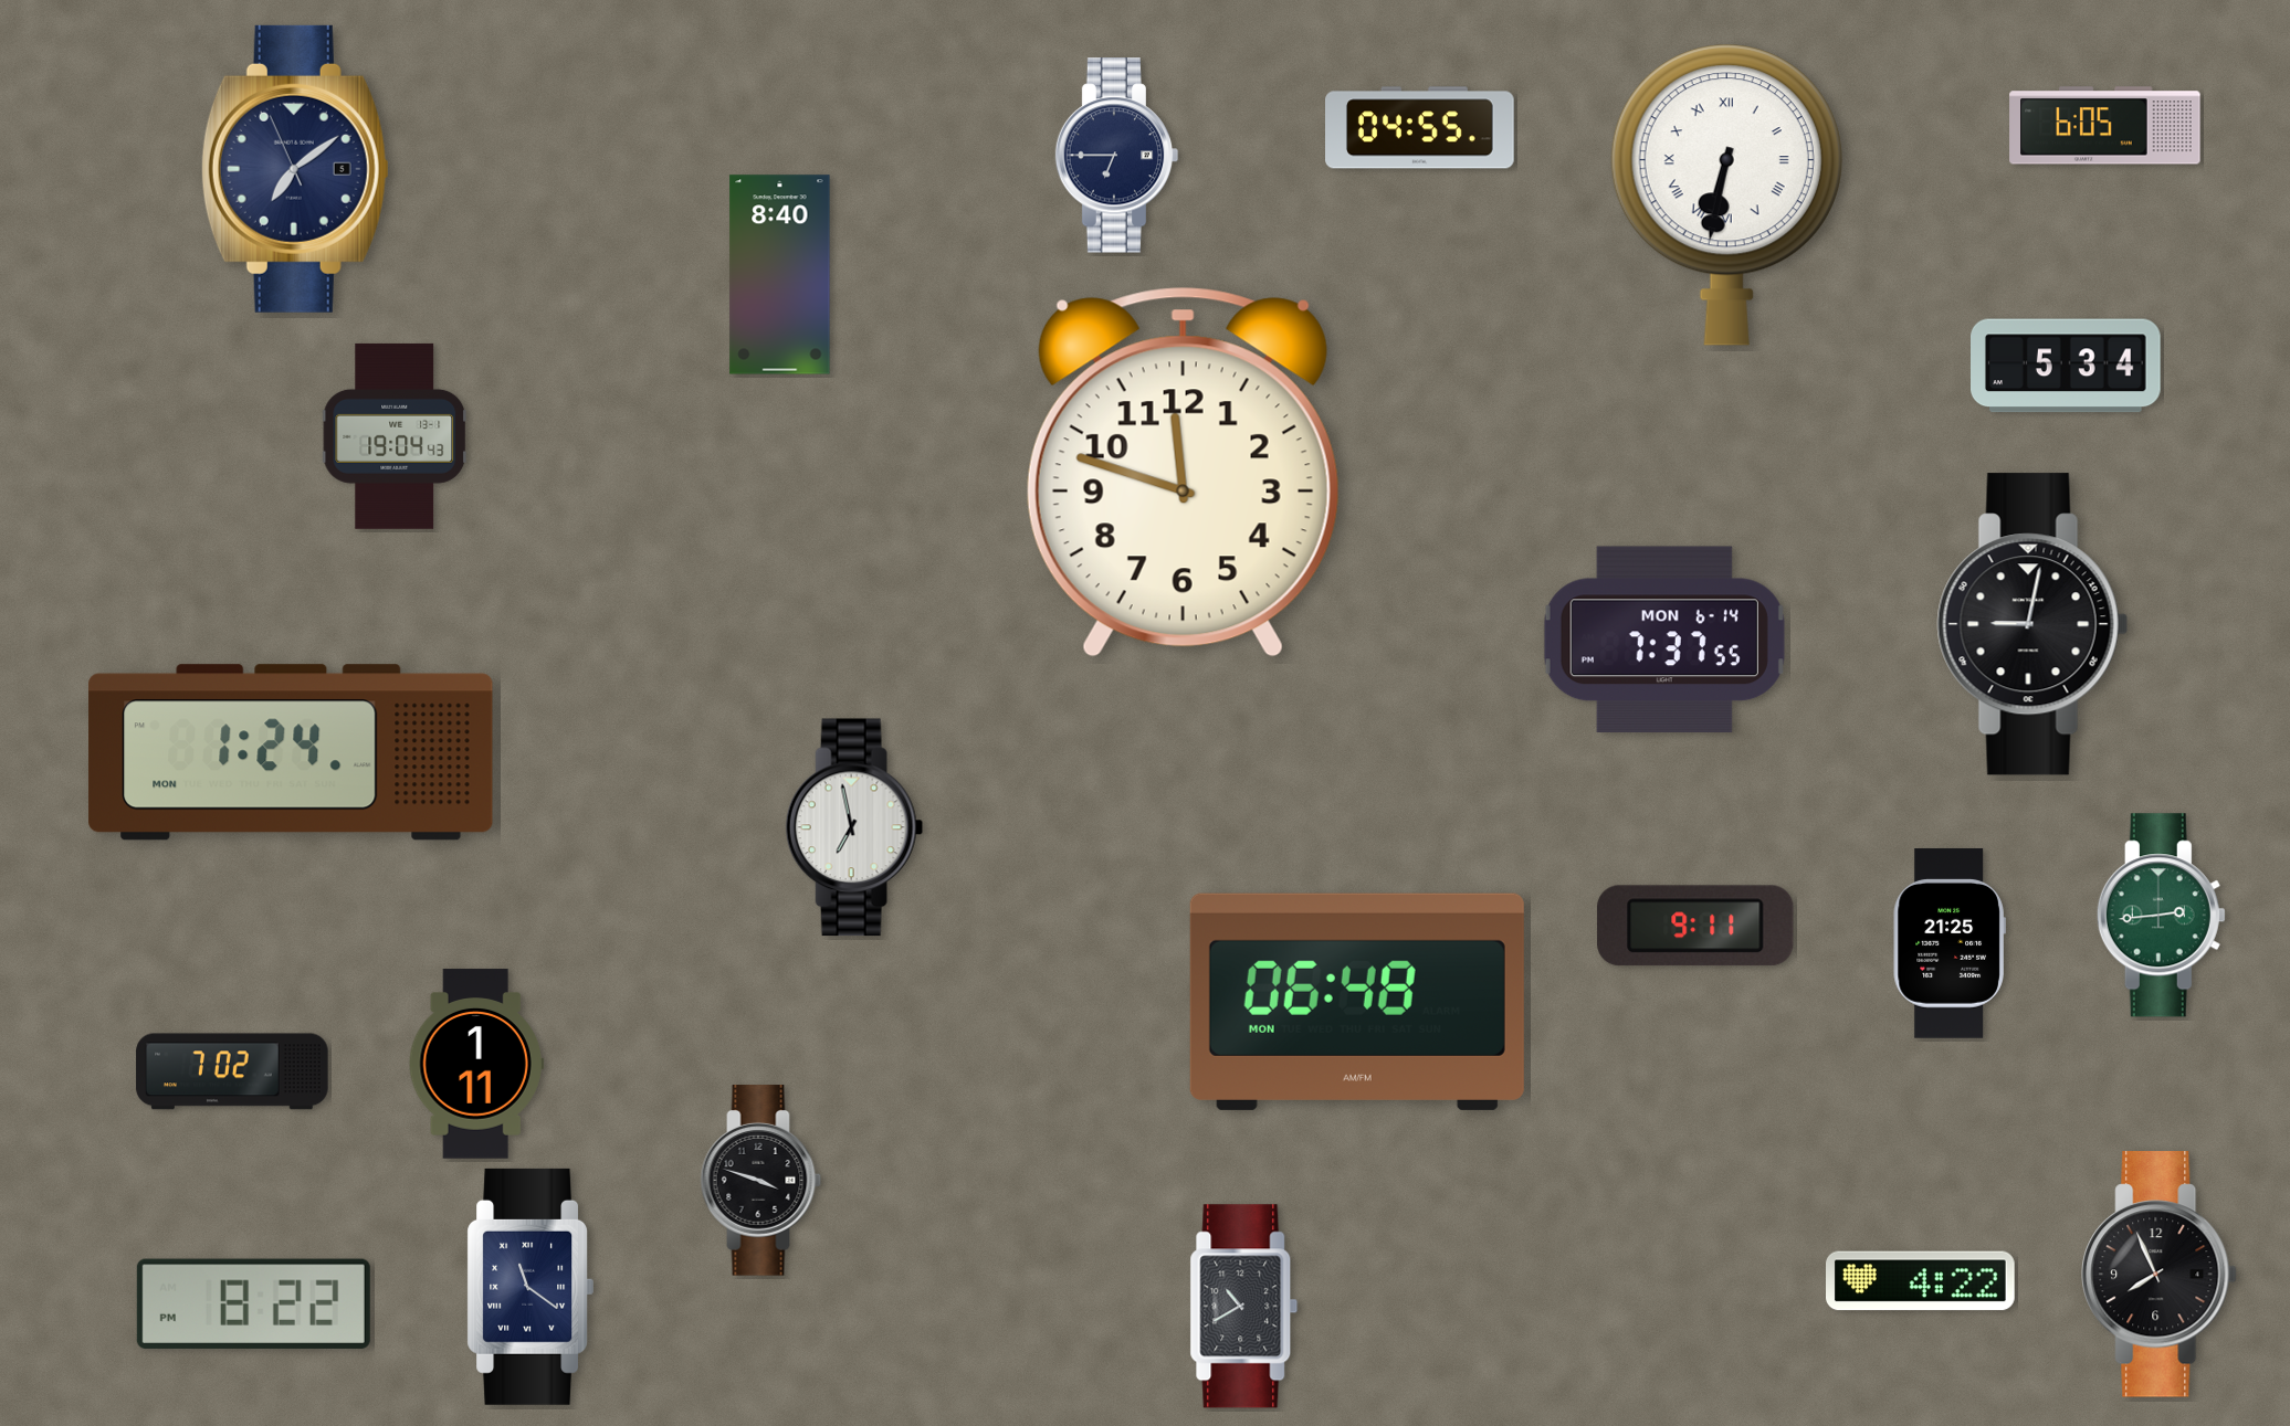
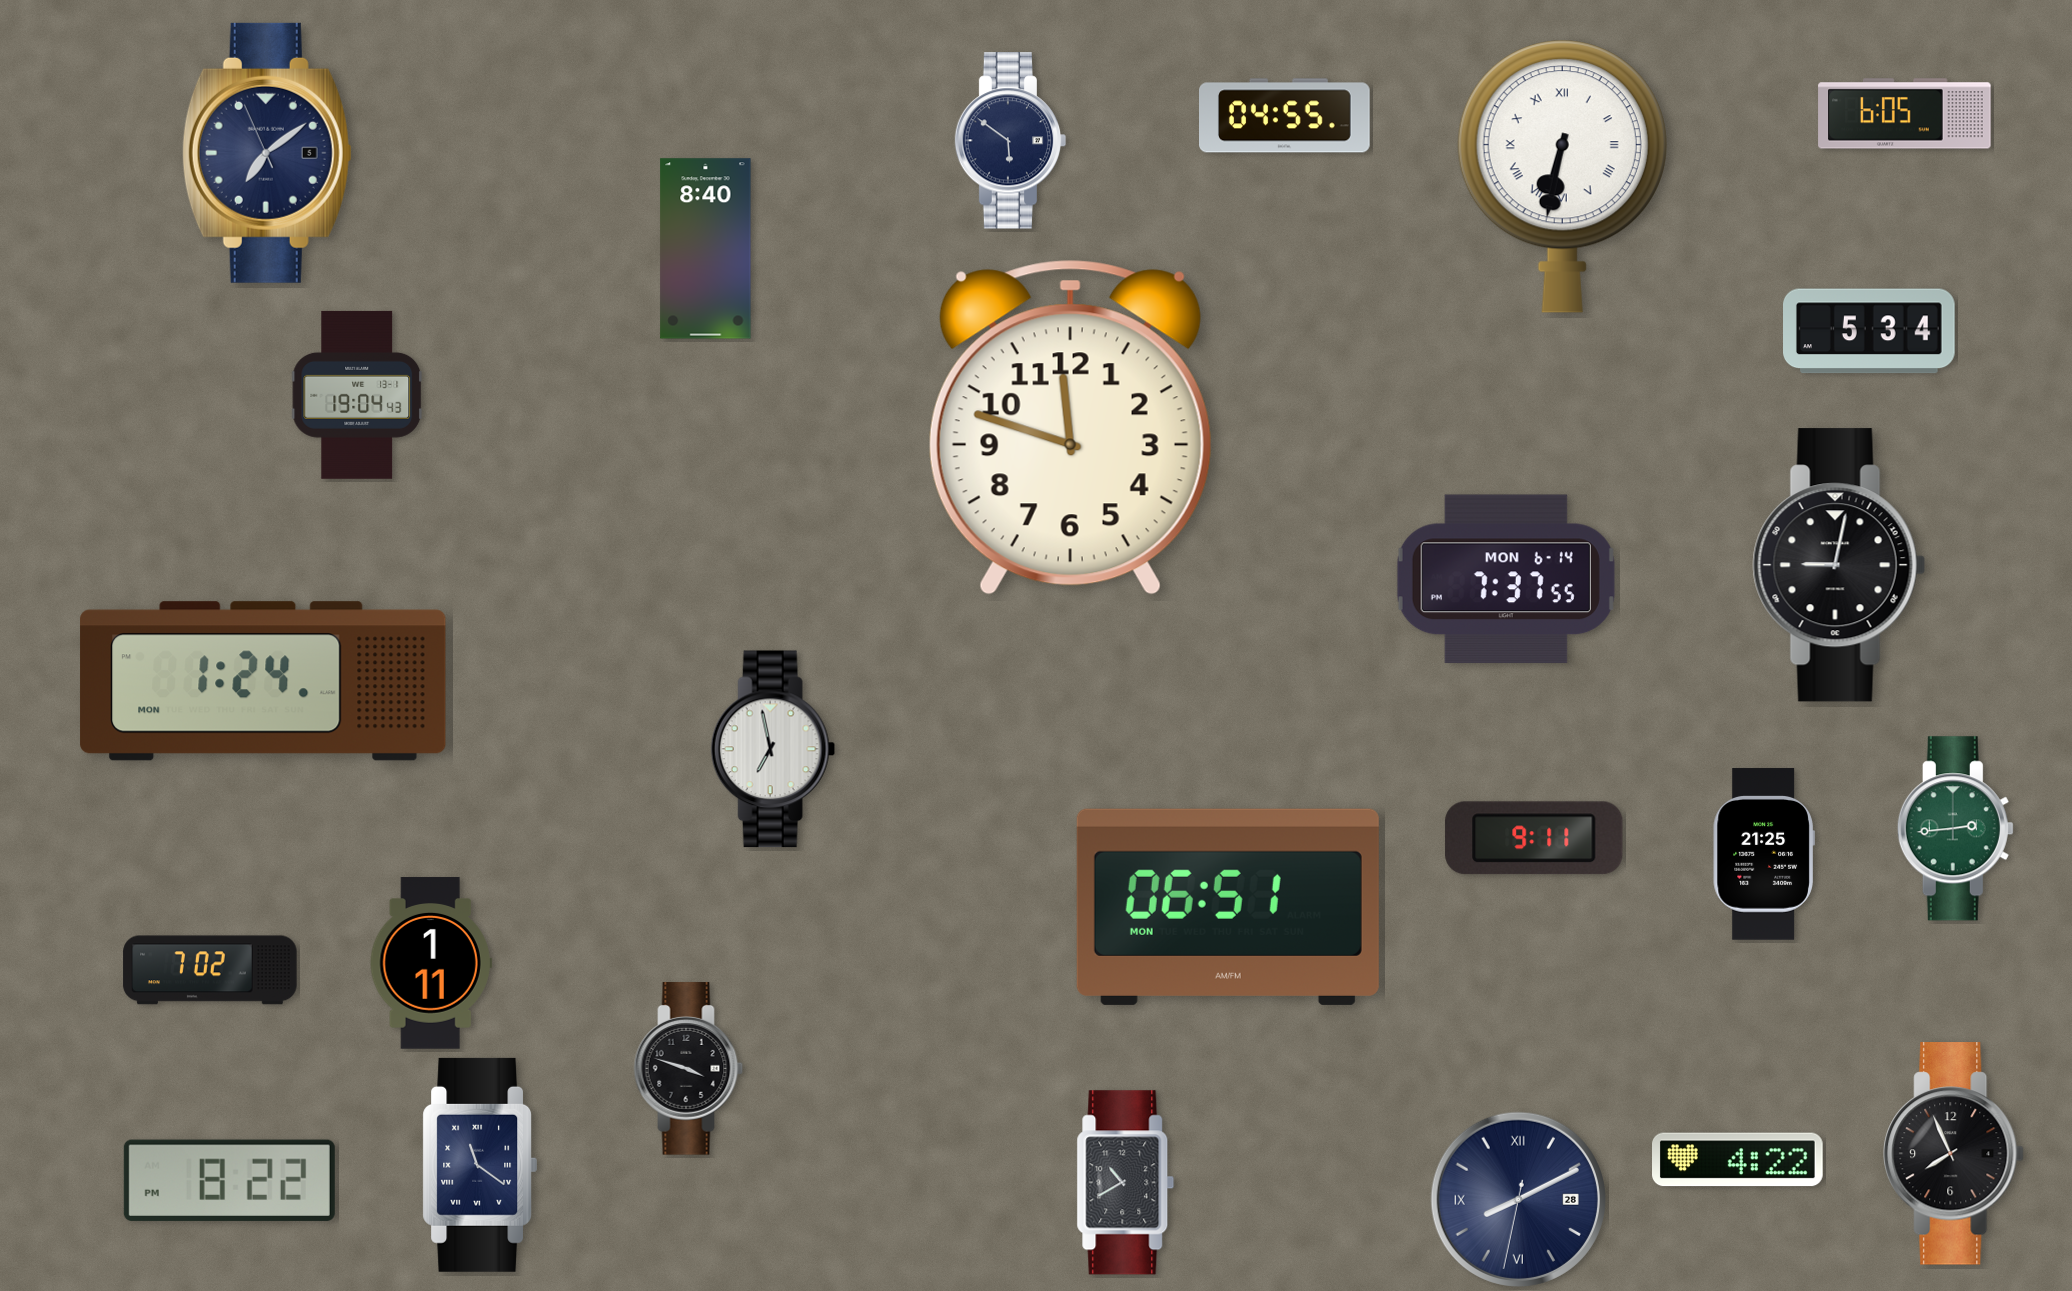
clock at (1117, 156): 6:45 -> 5:51
clock at (1357, 1002): 06:48 -> 06:51
clock at (1518, 1199): none -> 8:10
